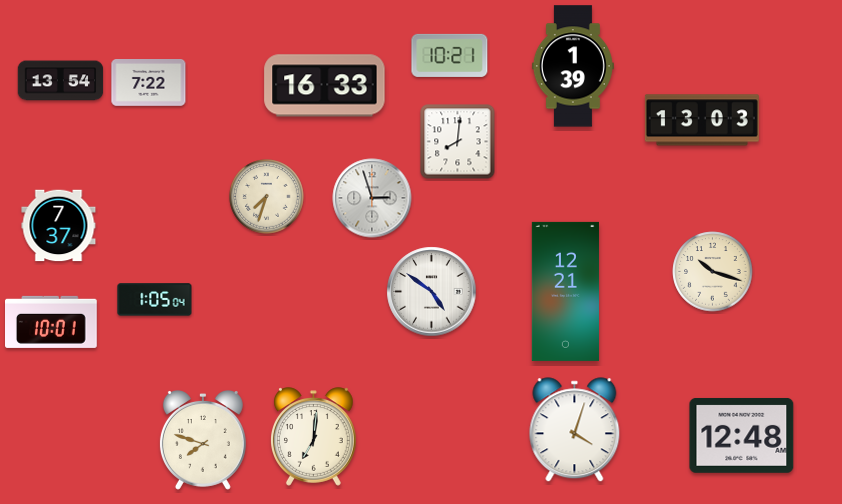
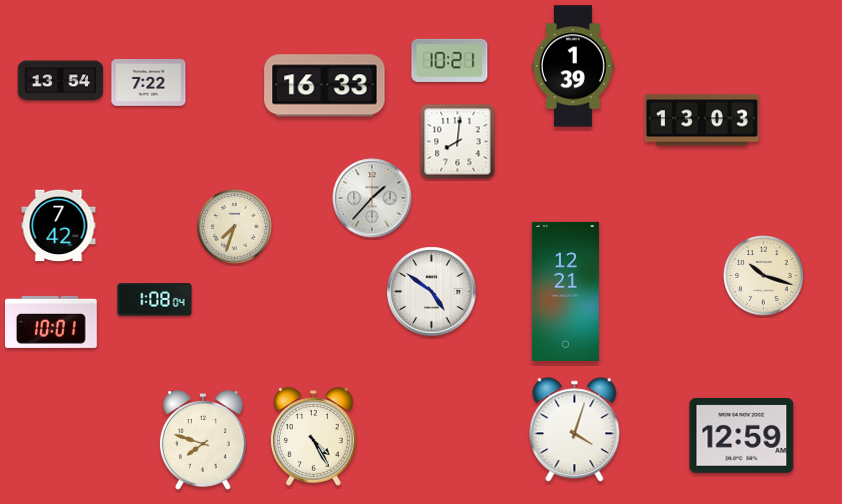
clock at (450, 55) position: (450, 55) -> (450, 60)
clock at (267, 197) position: (267, 197) -> (235, 227)
clock at (372, 198): 2:57 -> 1:37
clock at (59, 226): 7:37 -> 7:42
clock at (713, 272) position: (713, 272) -> (764, 276)
clock at (155, 300): 1:05 -> 1:08
clock at (742, 435): 12:48 -> 12:59
clock at (314, 437): 7:01 -> 4:25
